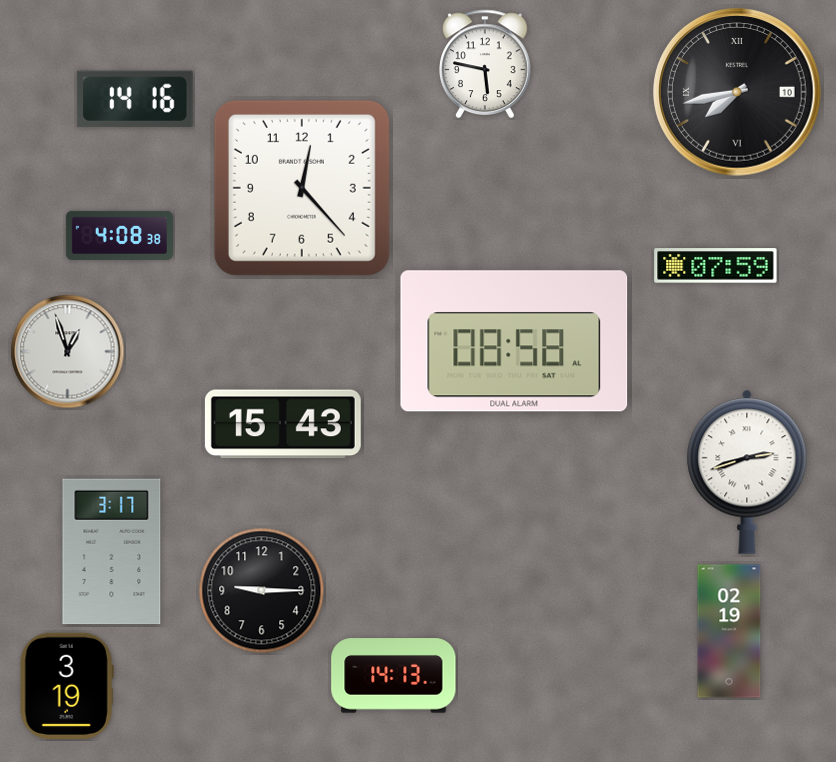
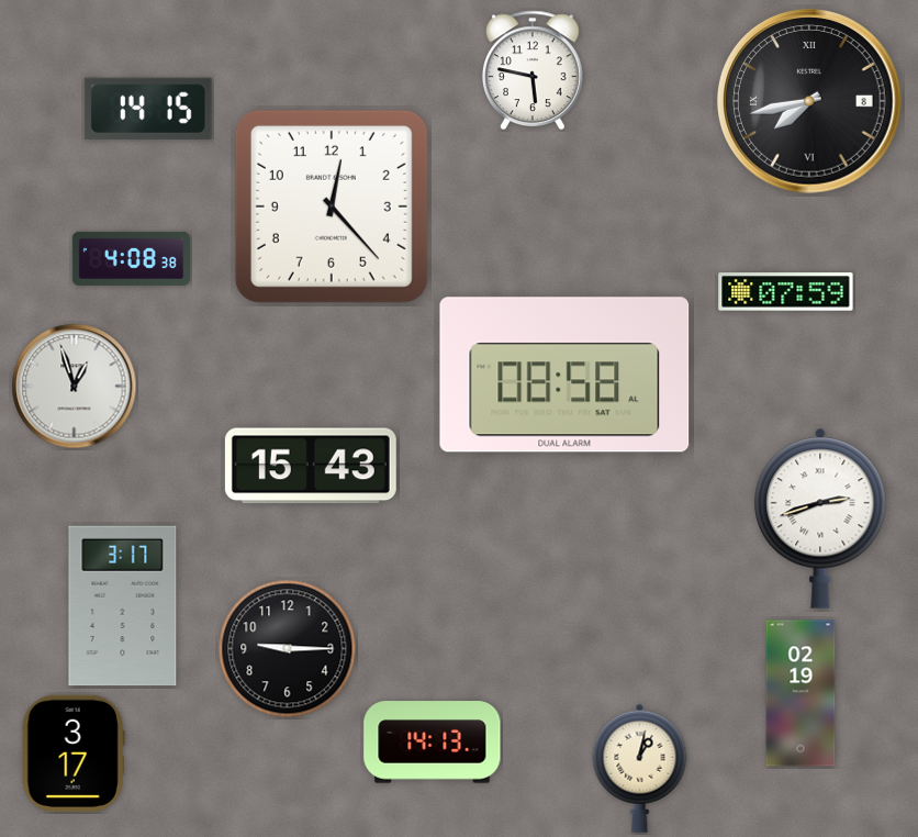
clock at (737, 92) date: 10 -> 8
clock at (135, 99): 14:16 -> 14:15
clock at (67, 686): 3:19 -> 3:17
clock at (640, 768): none -> 1:02
